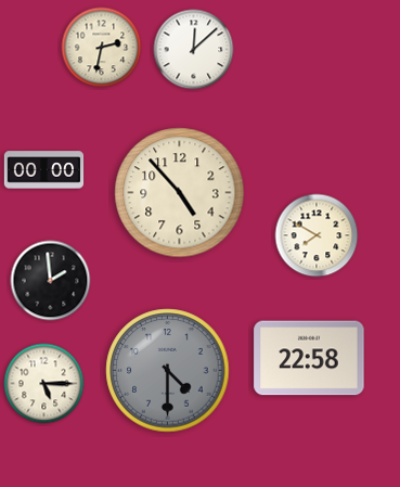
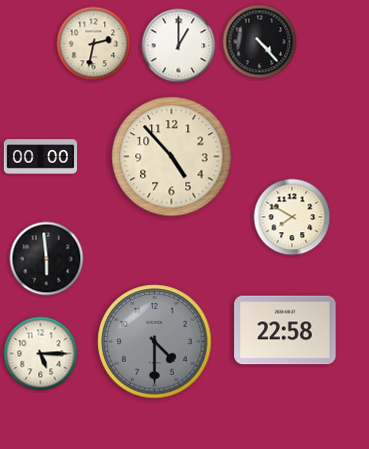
clock at (260, 42): none -> 4:23
clock at (194, 50): 12:08 -> 1:00
clock at (180, 193) position: (180, 193) -> (172, 157)
clock at (51, 281): 1:59 -> 5:59
